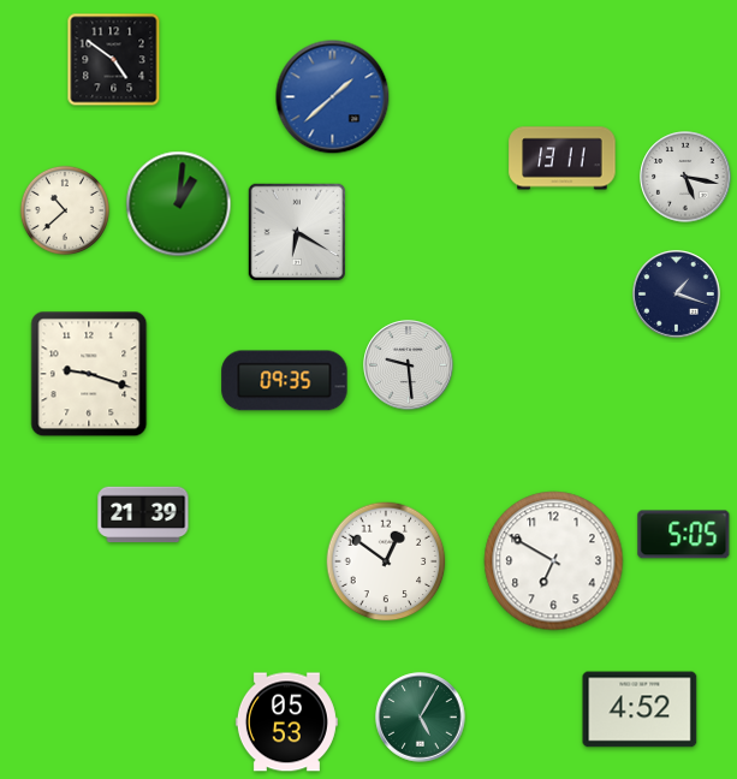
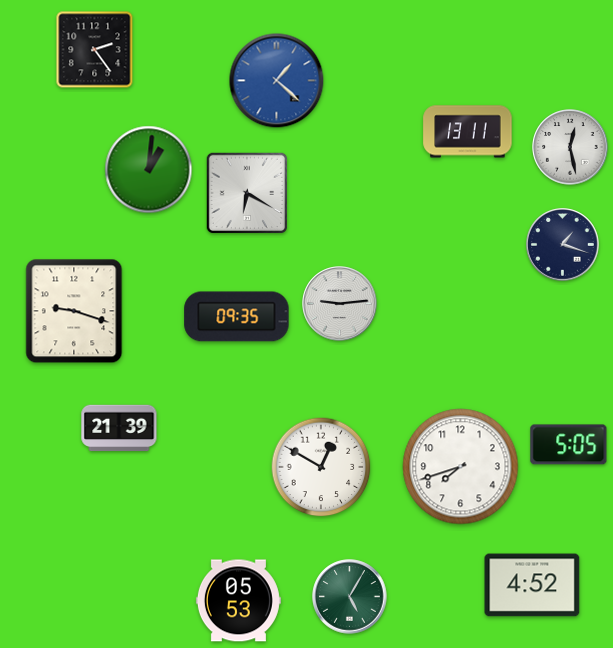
clock at (114, 60): 4:51 -> 2:24
clock at (333, 97): 1:38 -> 1:22
clock at (685, 177): 5:17 -> 12:28
clock at (65, 210): 10:38 -> none
clock at (409, 365): 9:29 -> 9:14
clock at (386, 561): 12:51 -> 12:50
clock at (554, 561): 6:50 -> 7:42
clock at (640, 709) position: (640, 709) -> (532, 585)
